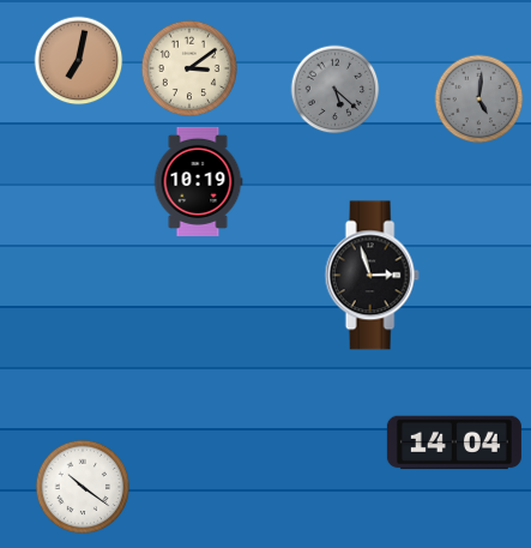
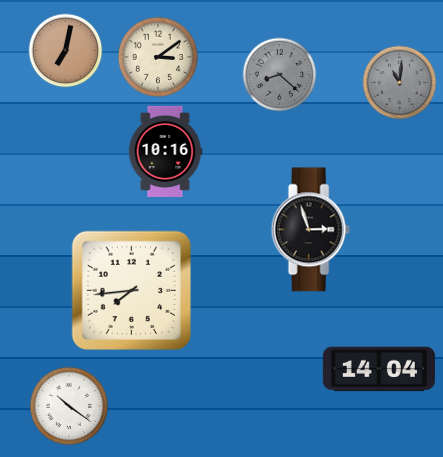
clock at (336, 90): 5:22 -> 8:22
clock at (479, 100): 5:01 -> 11:01
clock at (198, 181): 10:19 -> 10:16
clock at (132, 291): none -> 7:44
